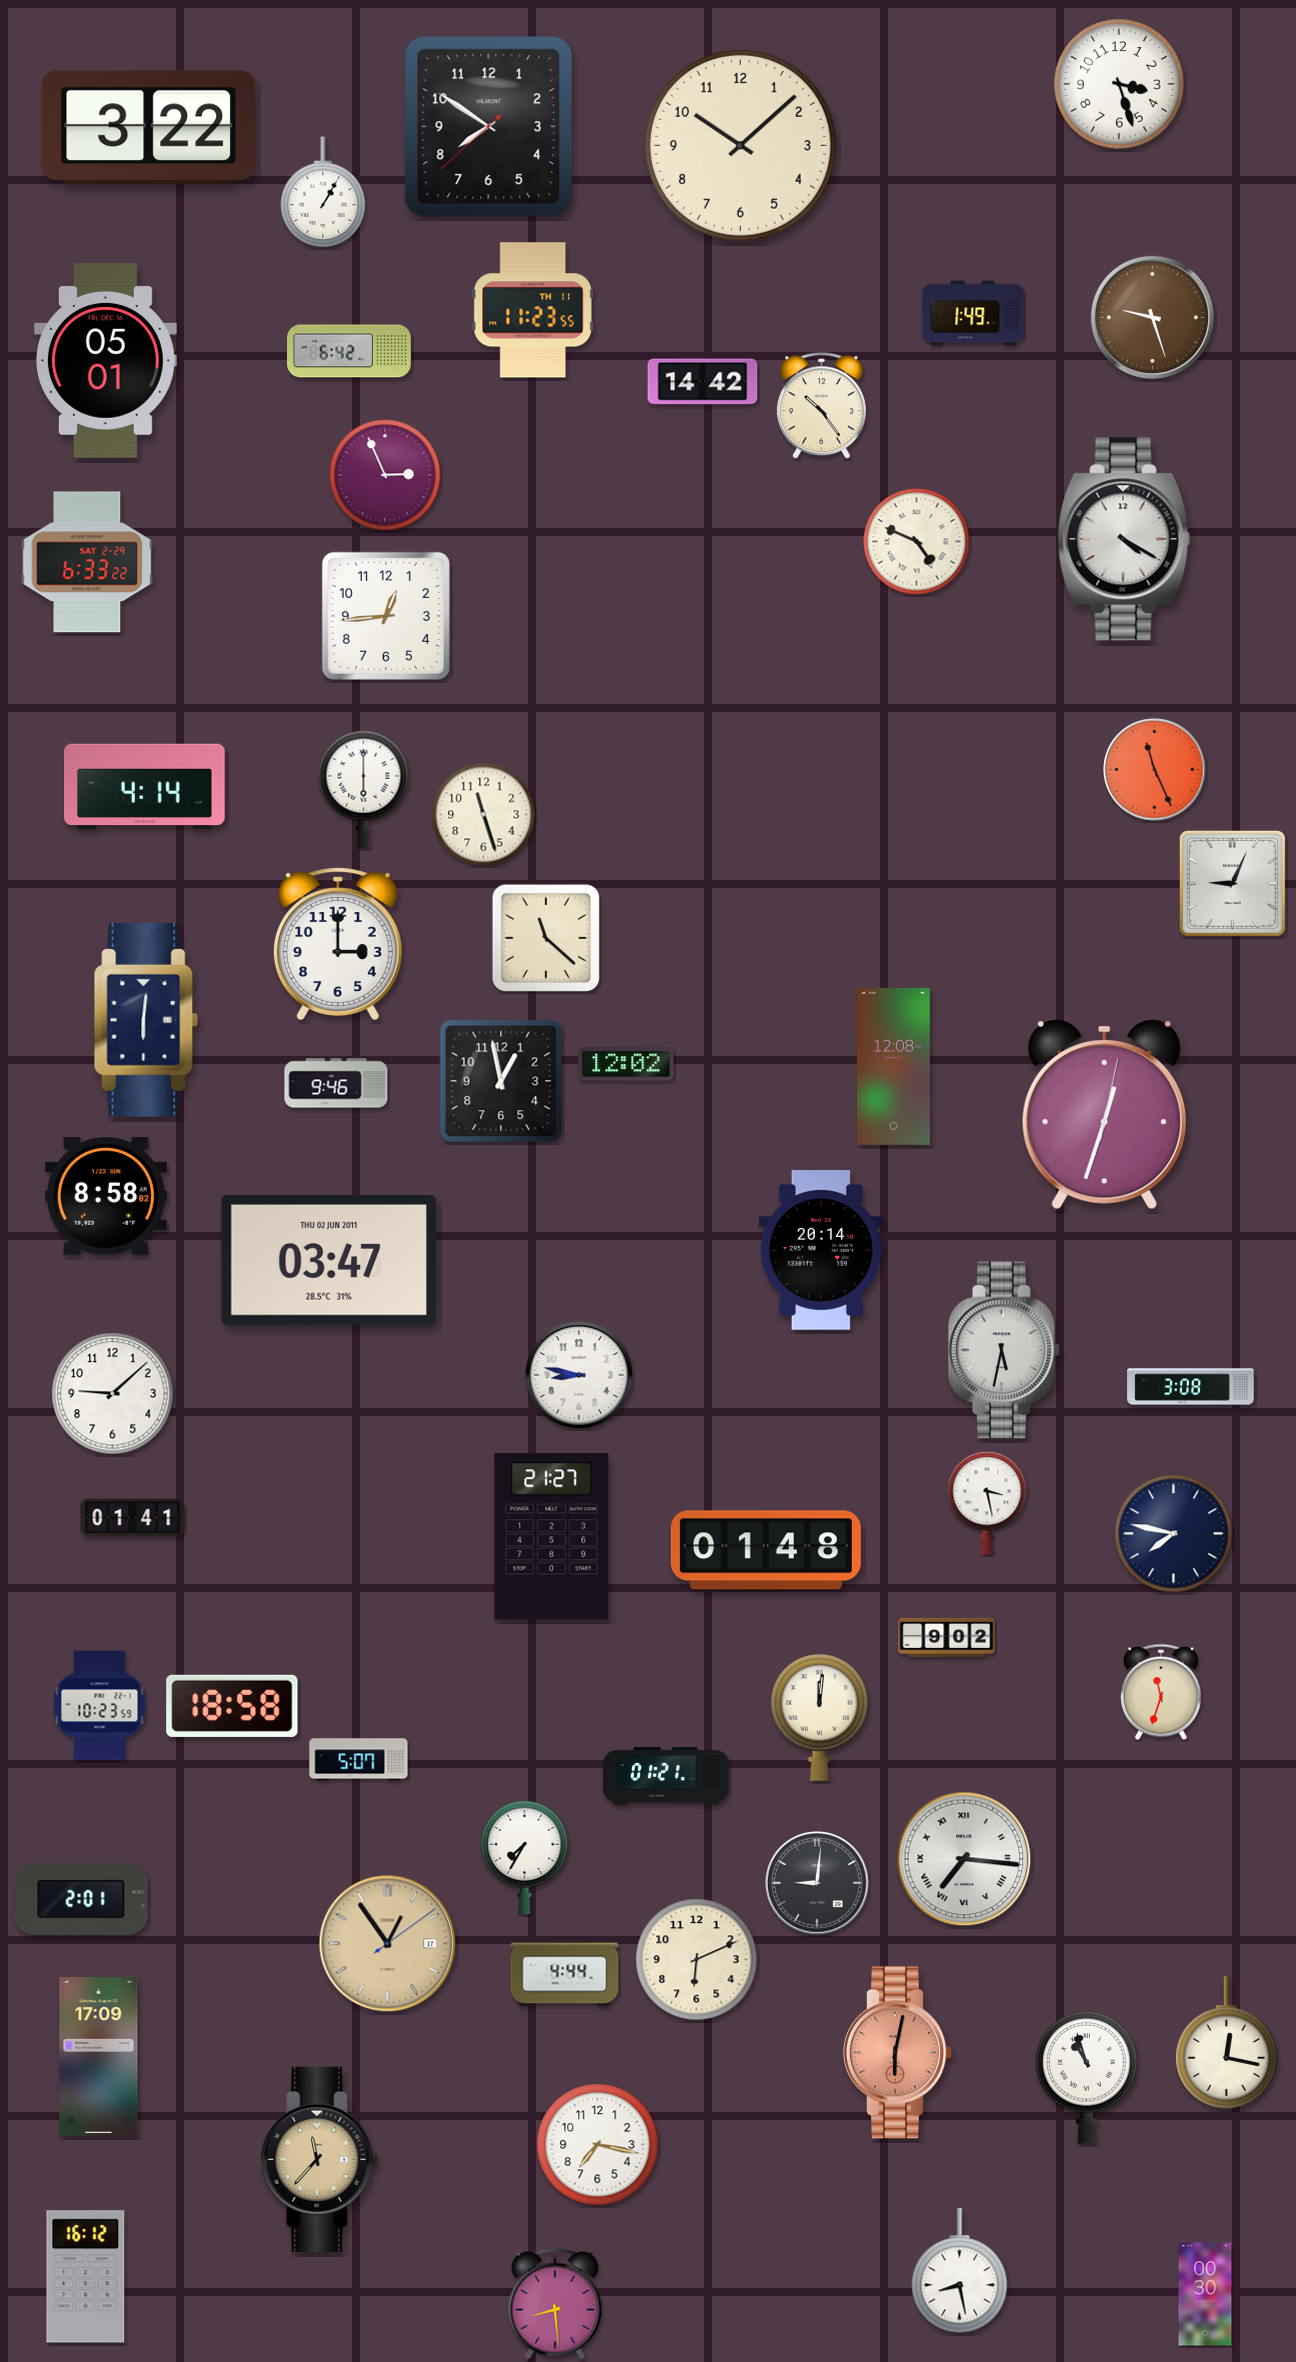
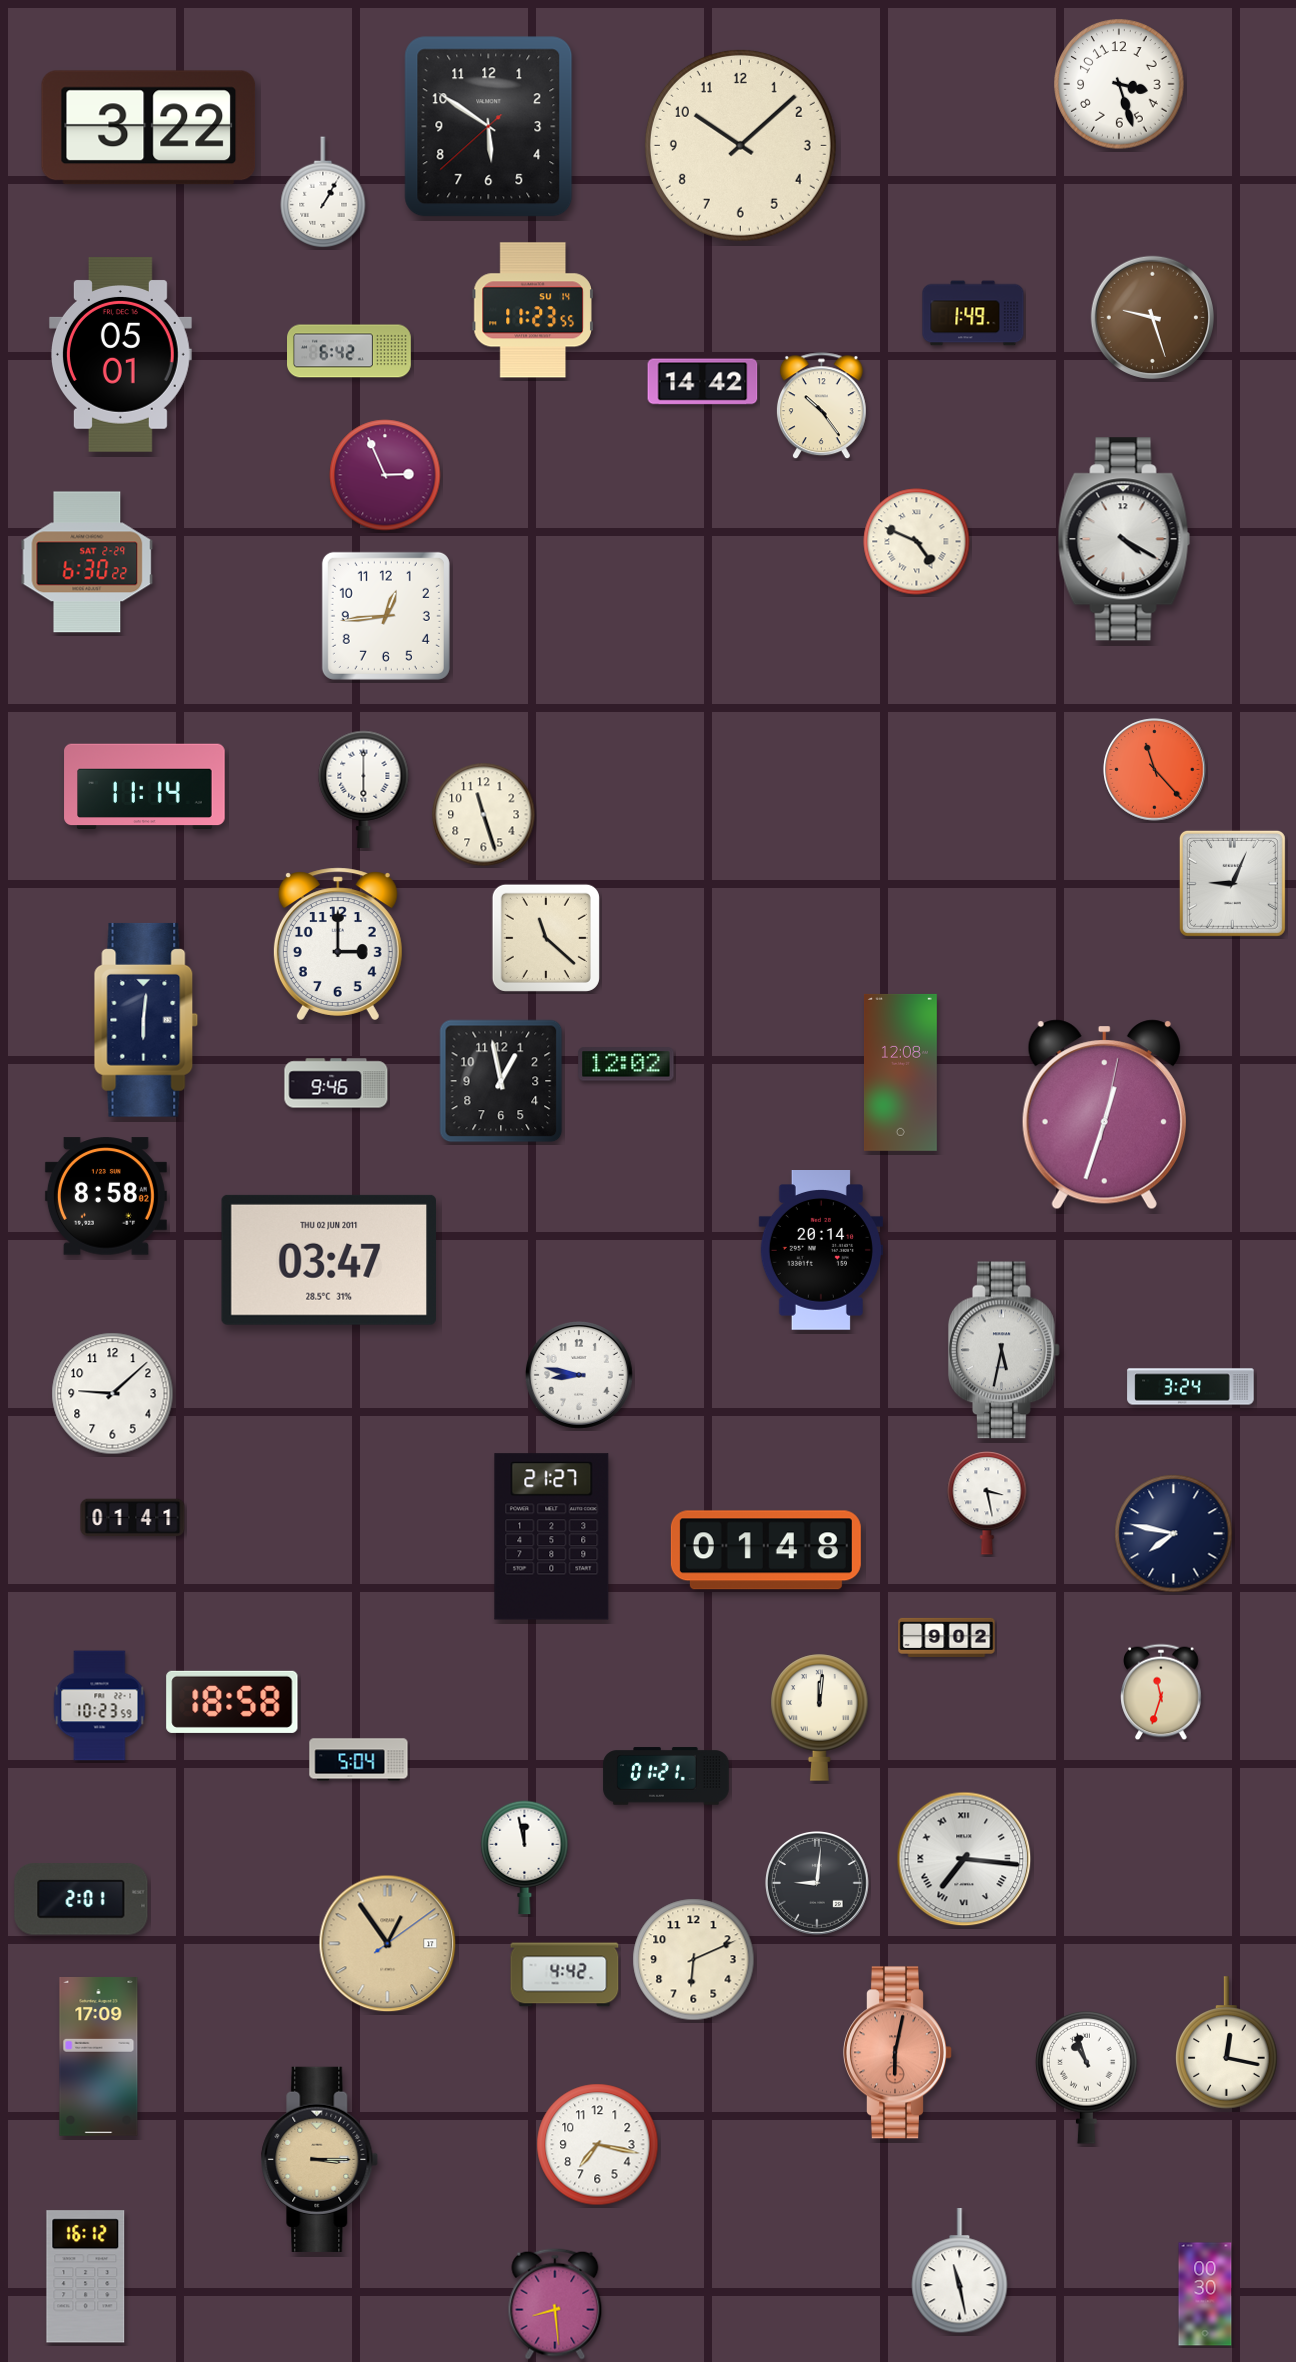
clock at (489, 127): 7:50 -> 5:50
clock at (533, 310) date: TH 11 -> SU 14
clock at (105, 361) position: (105, 361) -> (120, 355)
clock at (87, 562): 6:33 -> 6:30
clock at (1155, 770): 11:26 -> 11:23
clock at (145, 787): 4:14 -> 11:14
clock at (893, 1066) position: (893, 1066) -> (900, 1072)
clock at (1191, 1387): 3:08 -> 3:24
clock at (232, 1706) position: (232, 1706) -> (232, 1702)
clock at (359, 1760): 5:07 -> 5:04
clock at (525, 1858): 7:35 -> 11:58
clock at (697, 1960) position: (697, 1960) -> (694, 1960)
clock at (565, 1975): 4:44 -> 4:42
clock at (320, 2159): 11:37 -> 3:15
clock at (960, 2272): 8:28 -> 11:28
